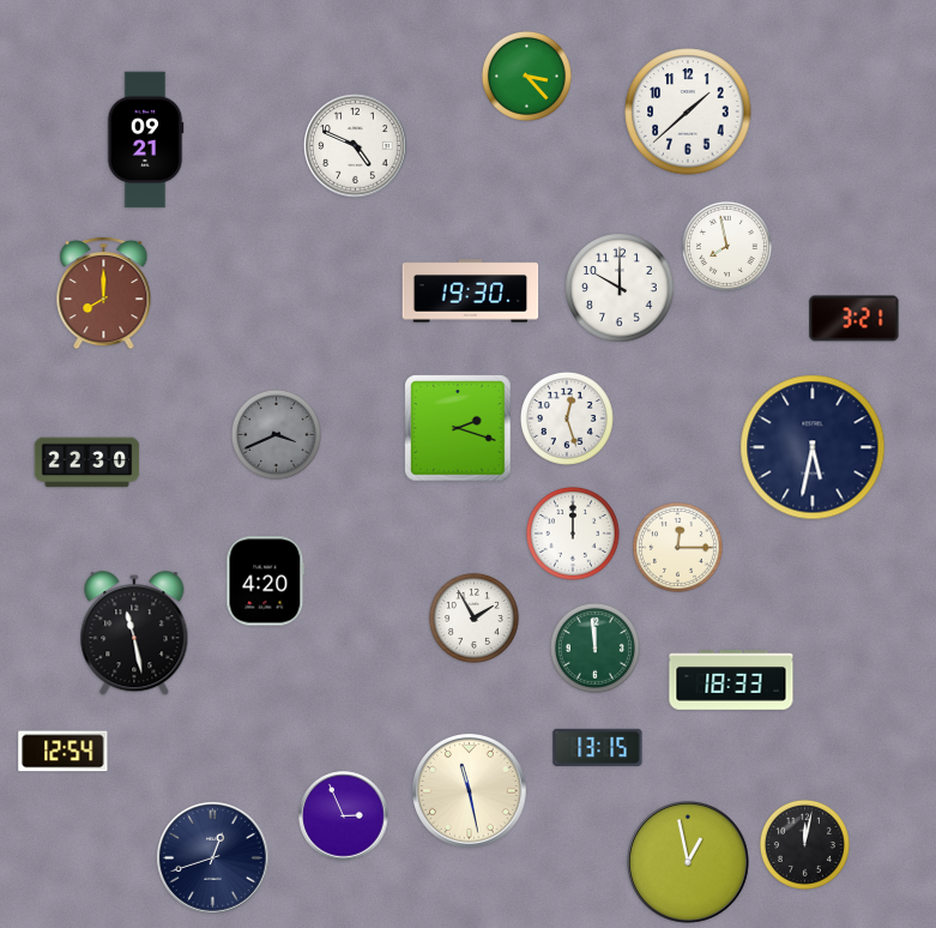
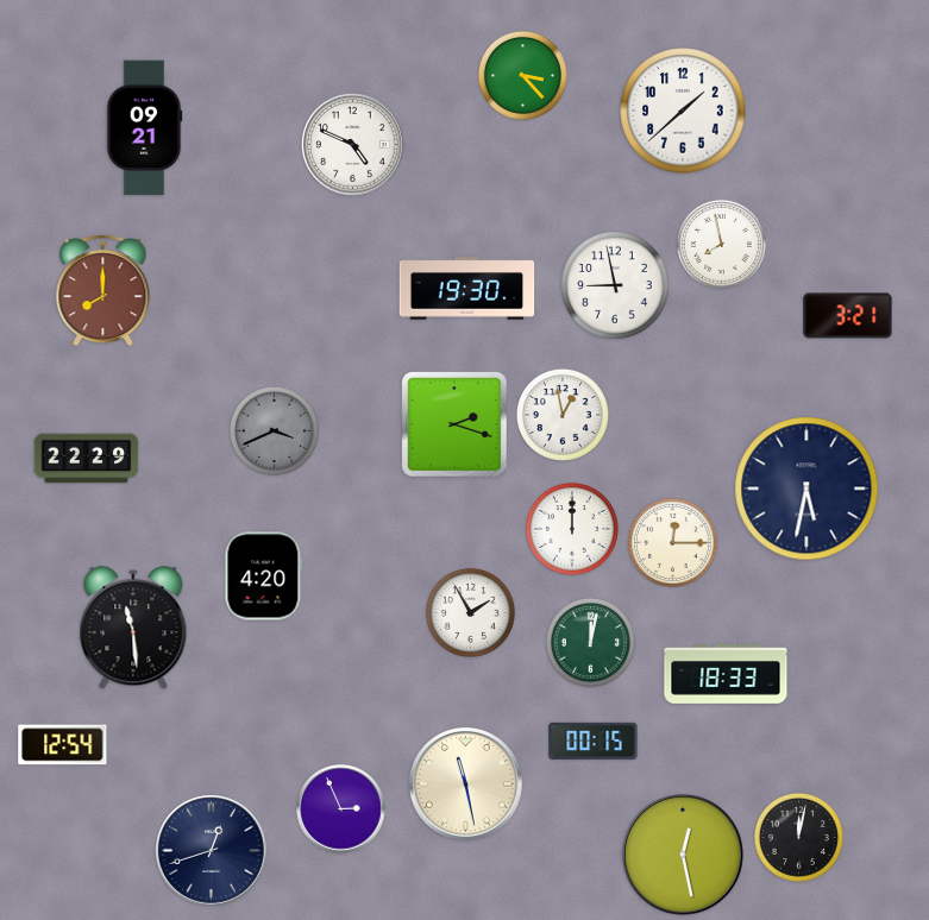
clock at (145, 140) position: (145, 140) -> (144, 128)
clock at (620, 288): 10:00 -> 8:58
clock at (567, 418): 12:27 -> 12:58
clock at (813, 447) position: (813, 447) -> (806, 489)
clock at (87, 463): 22:30 -> 22:29
clock at (573, 534) position: (573, 534) -> (572, 529)
clock at (134, 634): 11:28 -> 11:29
clock at (594, 647): 11:59 -> 12:02
clock at (598, 747): 13:15 -> 00:15
clock at (688, 862): 12:58 -> 12:28
